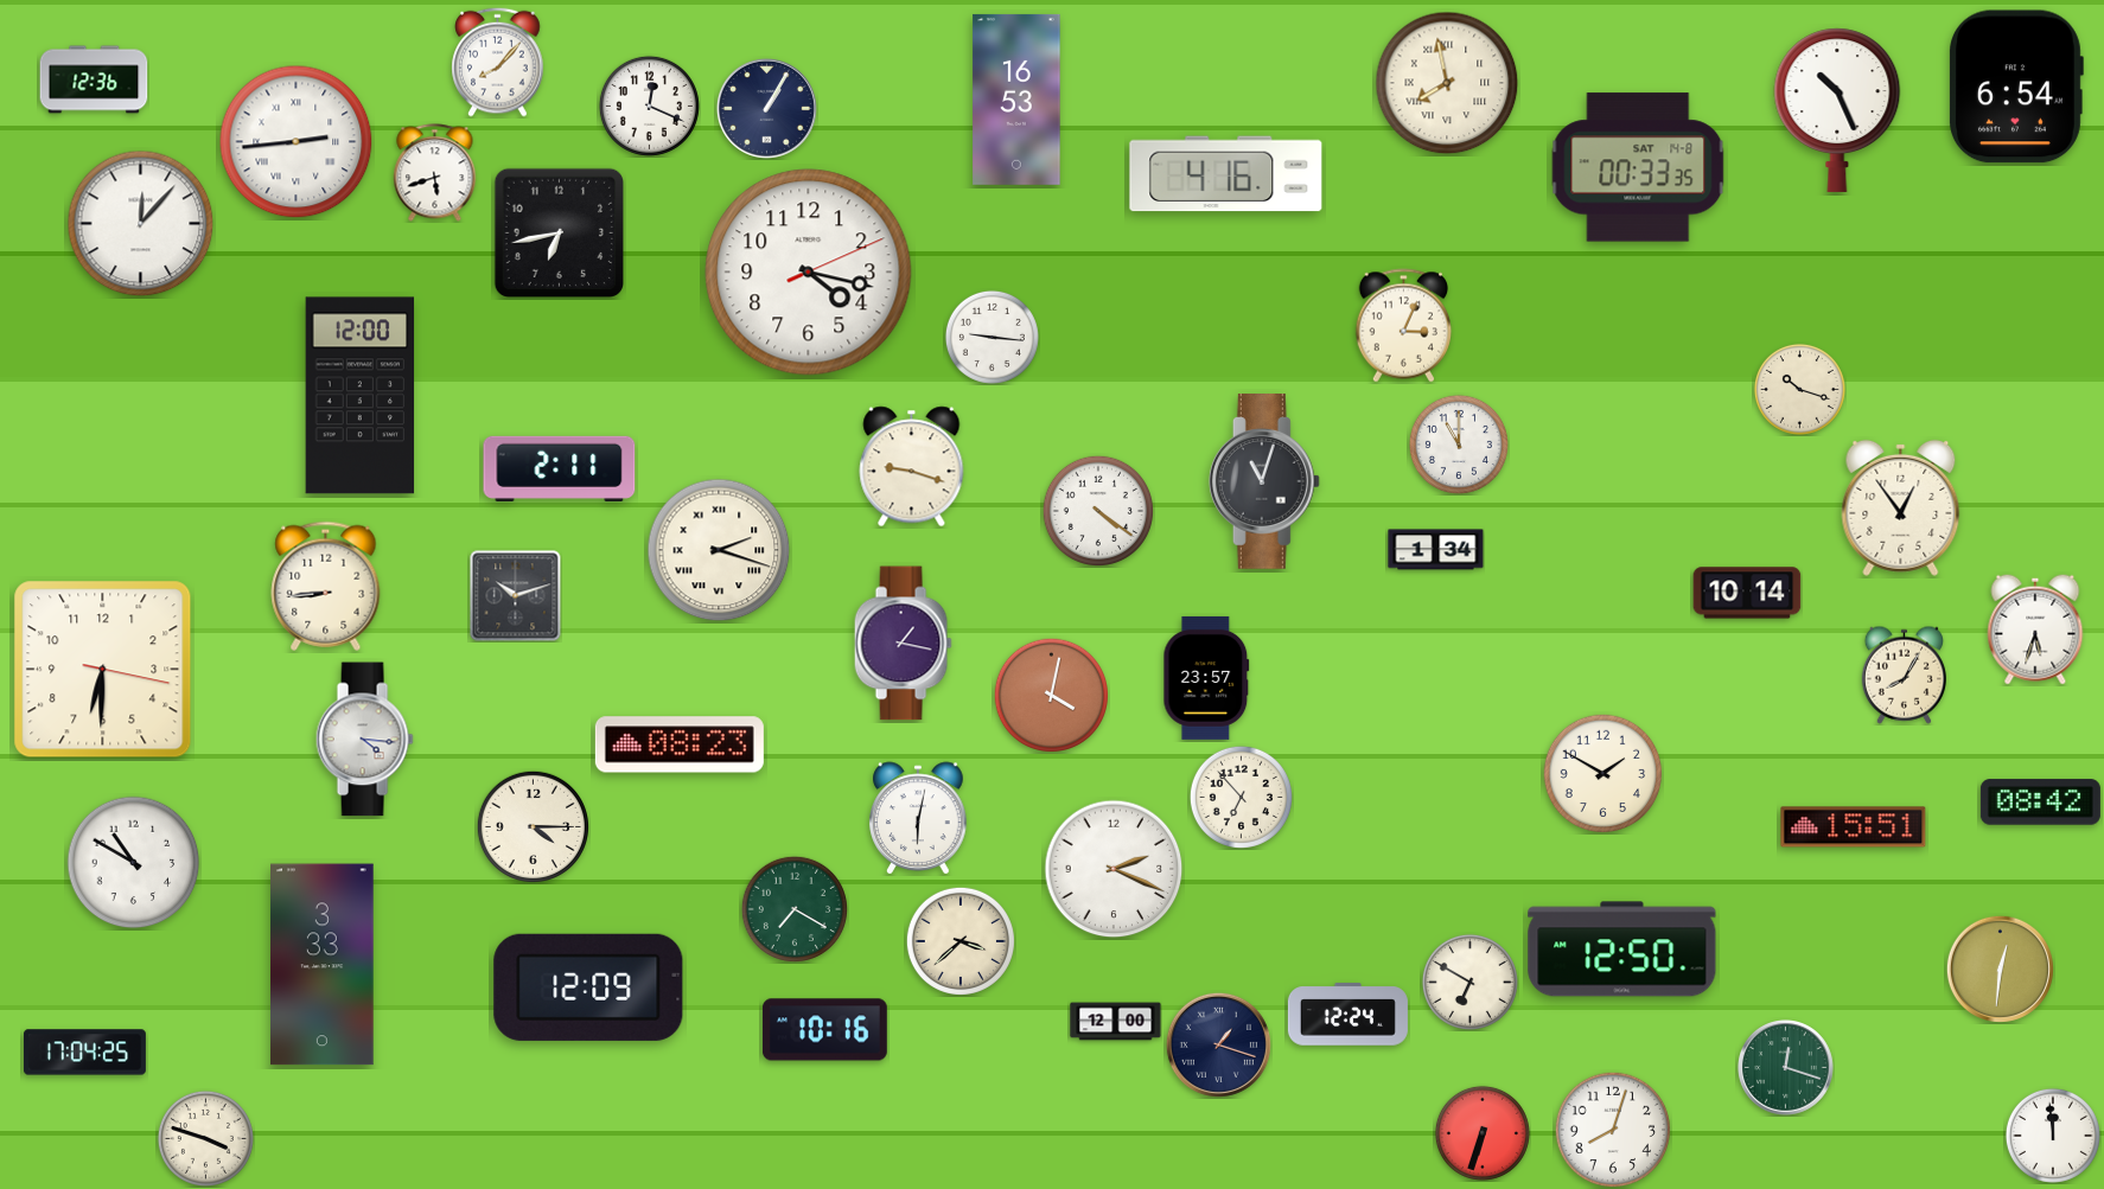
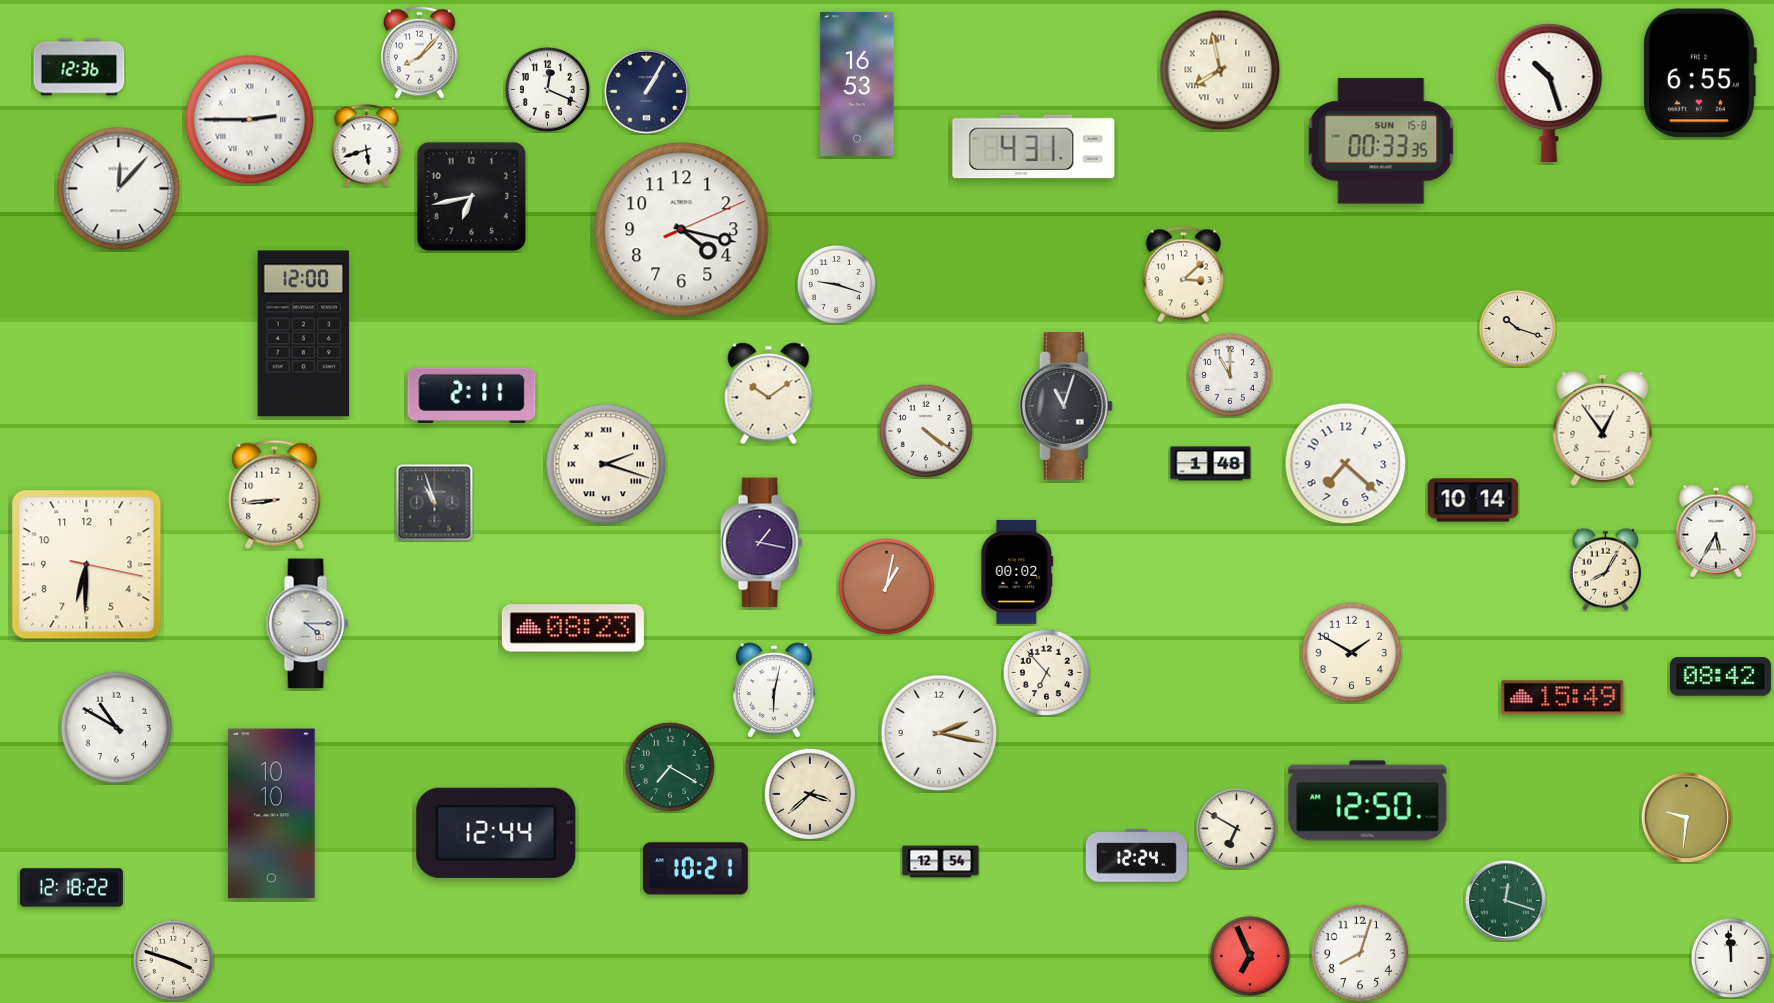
clock at (2016, 87): 6:54 -> 6:55
clock at (1837, 110): 10:26 -> 10:27
clock at (297, 142): 2:44 -> 2:45
clock at (1638, 167) date: SAT 14-8 -> SUN 15-8
clock at (1226, 174): 4:16 -> 4:31
clock at (1403, 326): 3:04 -> 3:08
clock at (992, 337): 9:16 -> 9:18
clock at (912, 467): 9:18 -> 10:09
clock at (1436, 550): 1:34 -> 1:48
clock at (1346, 464): none -> 7:22
clock at (516, 596): 10:12 -> 10:57
clock at (2035, 629): 5:33 -> 5:35
clock at (1206, 678): 23:57 -> 00:02
clock at (1051, 695): 4:02 -> 1:02
clock at (364, 740): 4:16 -> 4:15
clock at (533, 826): 4:15 -> none
clock at (1854, 827): 15:51 -> 15:49
clock at (134, 863) position: (134, 863) -> (117, 728)
clock at (1114, 869): 2:19 -> 2:17
clock at (323, 965): 3:33 -> 10:10
clock at (2000, 969): 12:31 -> 9:31
clock at (1469, 982) position: (1469, 982) -> (1236, 828)
clock at (588, 987): 12:09 -> 12:44
clock at (1116, 1022): 12:00 -> 12:54
clock at (824, 1030): 10:16 -> 10:21
clock at (1218, 1044): 1:18 -> none
clock at (84, 1053): 17:04 -> 12:18
clock at (1483, 1133): 6:33 -> 6:56
